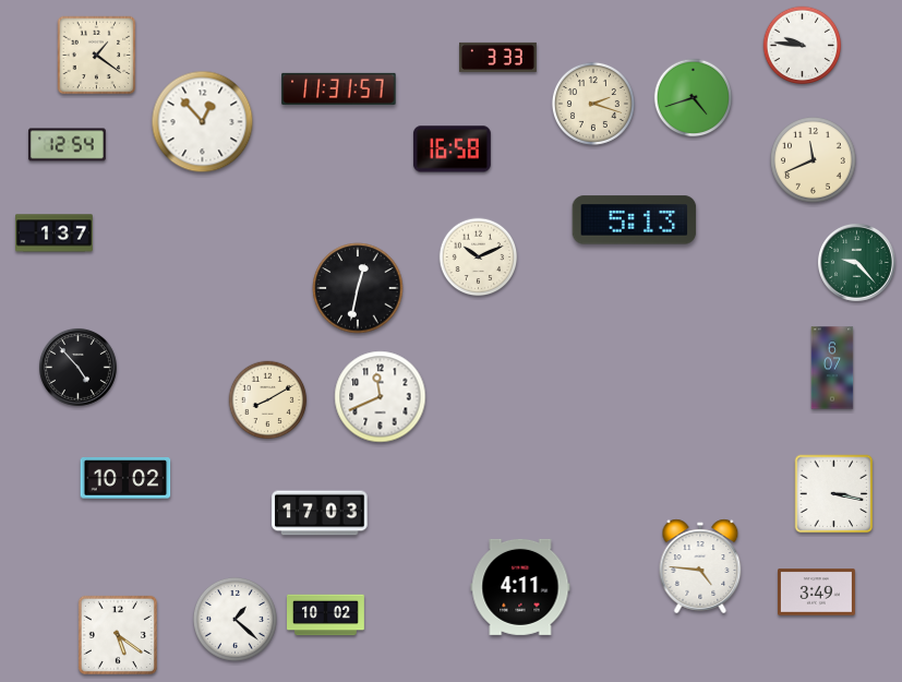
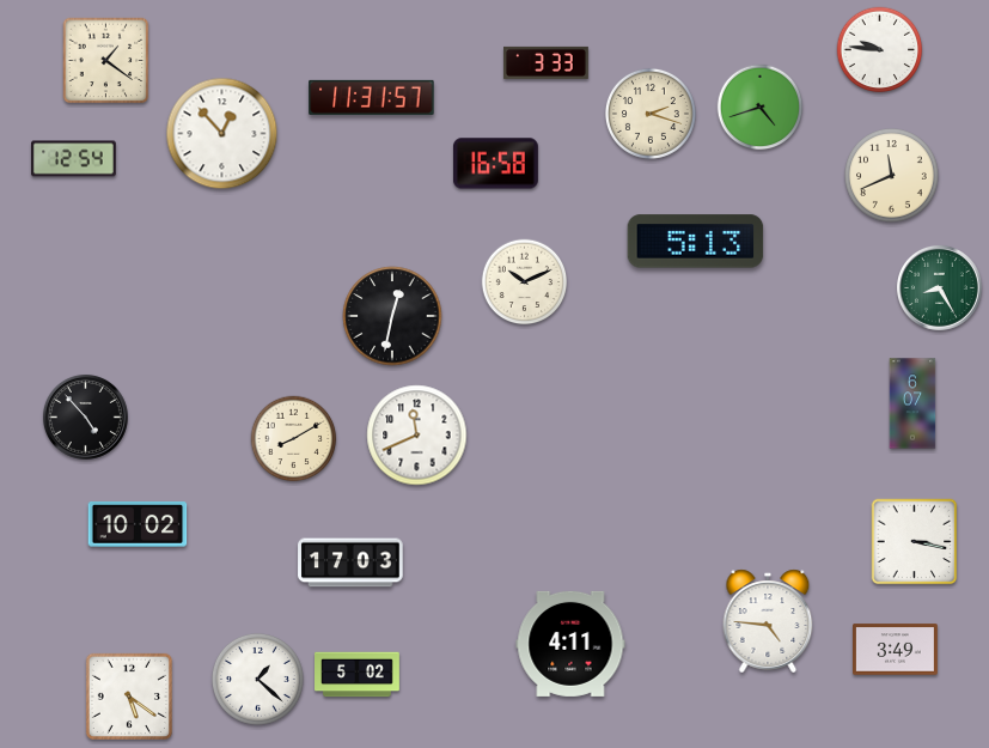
clock at (55, 234): 1:37 -> none
clock at (857, 263): 9:23 -> 8:25
clock at (79, 368) position: (79, 368) -> (86, 418)
clock at (326, 615): 10:02 -> 5:02
